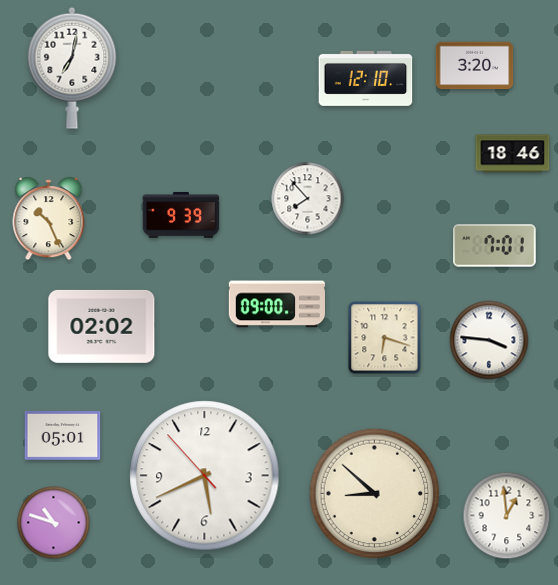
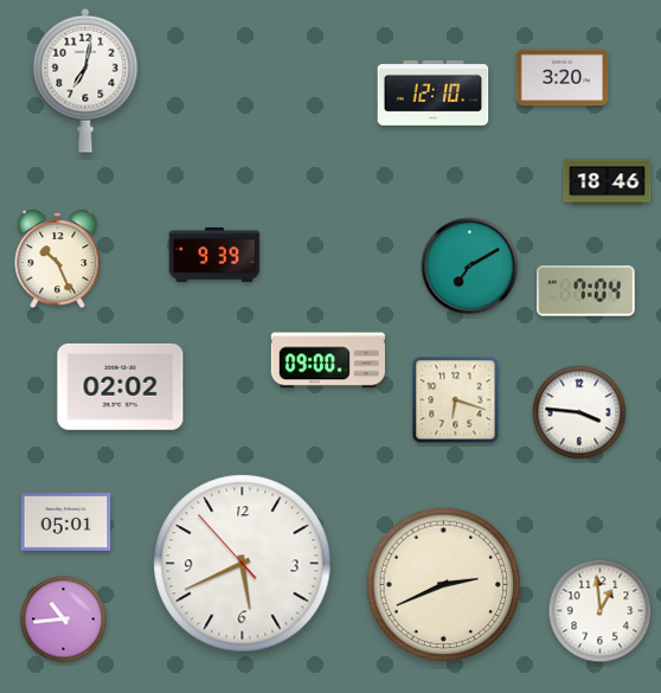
clock at (308, 199): 7:53 -> none
clock at (470, 267): none -> 7:10
clock at (495, 246): 7:01 -> 7:04
clock at (489, 340) position: (489, 340) -> (579, 412)
clock at (63, 435) position: (63, 435) -> (66, 521)
clock at (375, 494): 8:52 -> 2:41
clock at (54, 523): 10:48 -> 10:44
